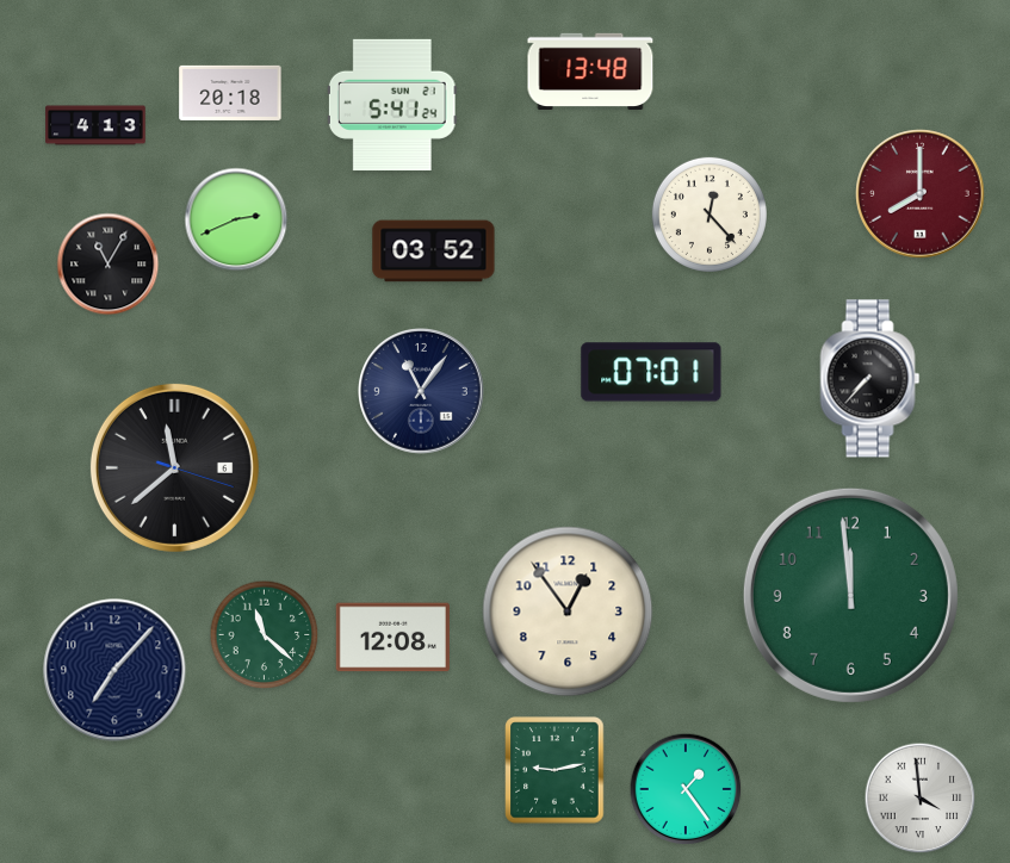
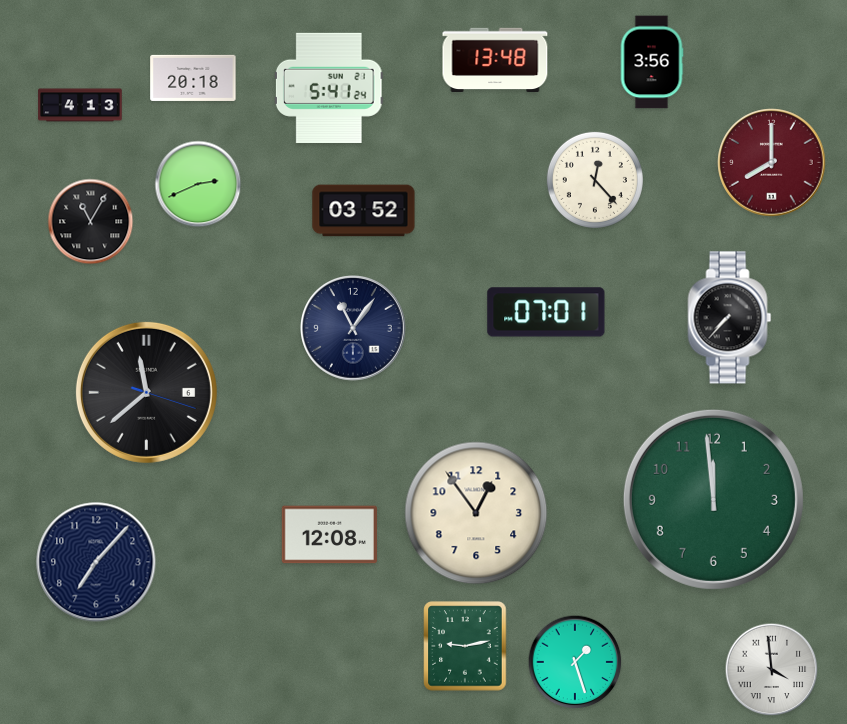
clock at (652, 62): none -> 3:56
clock at (265, 635): 11:22 -> none
clock at (686, 789): 1:24 -> 1:27
